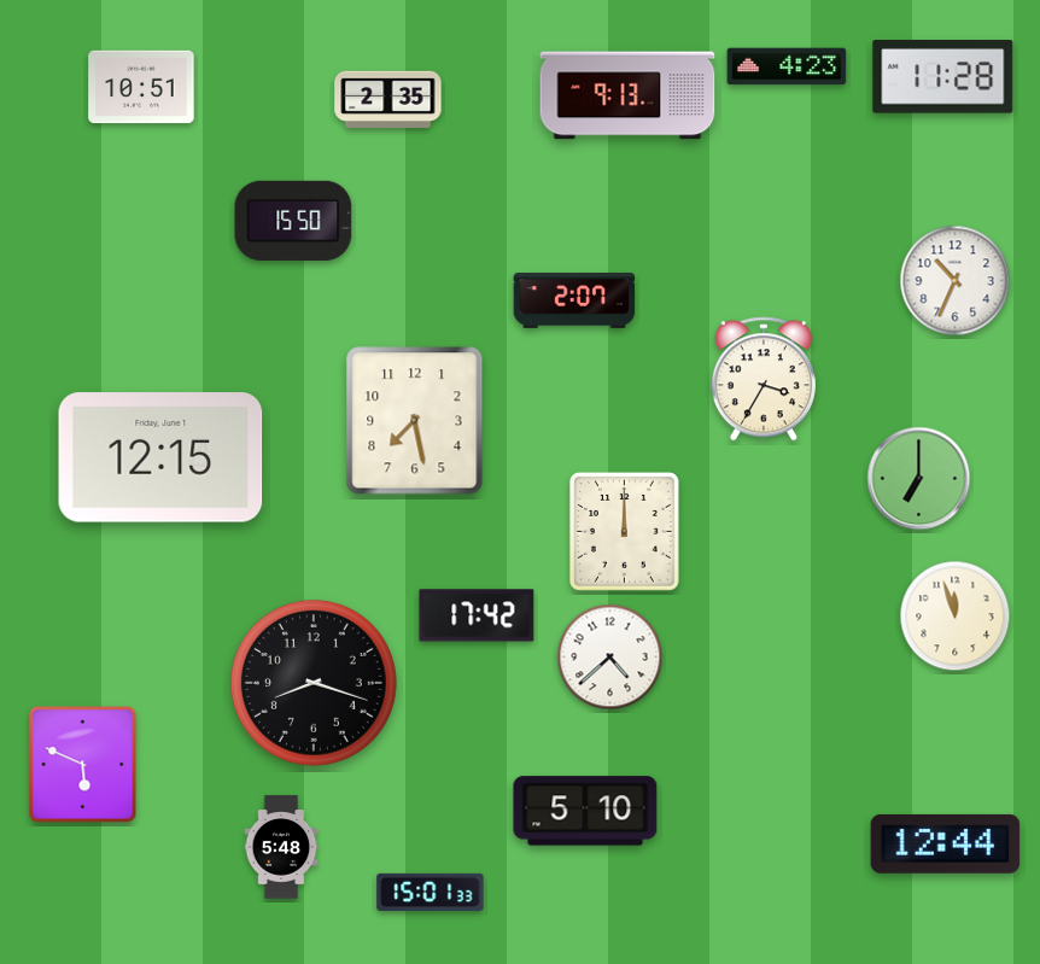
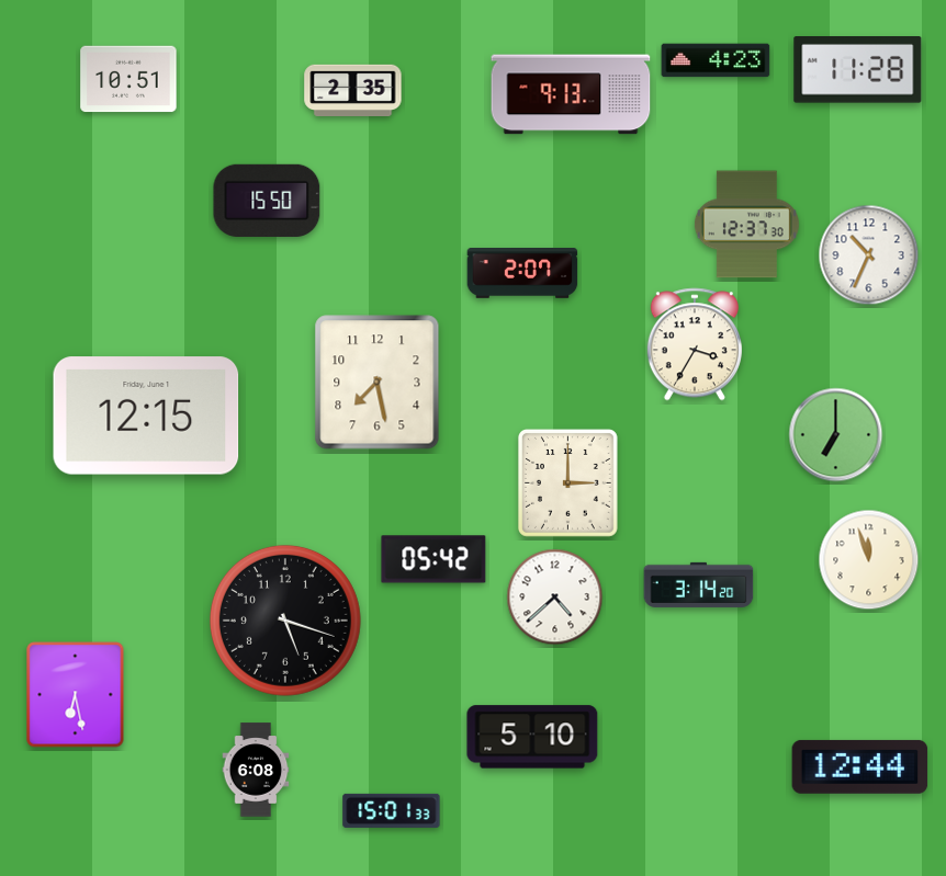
clock at (627, 95) position: (627, 95) -> (571, 94)
clock at (746, 225): none -> 12:37
clock at (624, 531): 12:00 -> 3:00
clock at (477, 615): 17:42 -> 05:42
clock at (699, 584): none -> 3:14
clock at (314, 683): 8:18 -> 5:18
clock at (83, 765): 5:49 -> 6:28
clock at (281, 847): 5:48 -> 6:08
